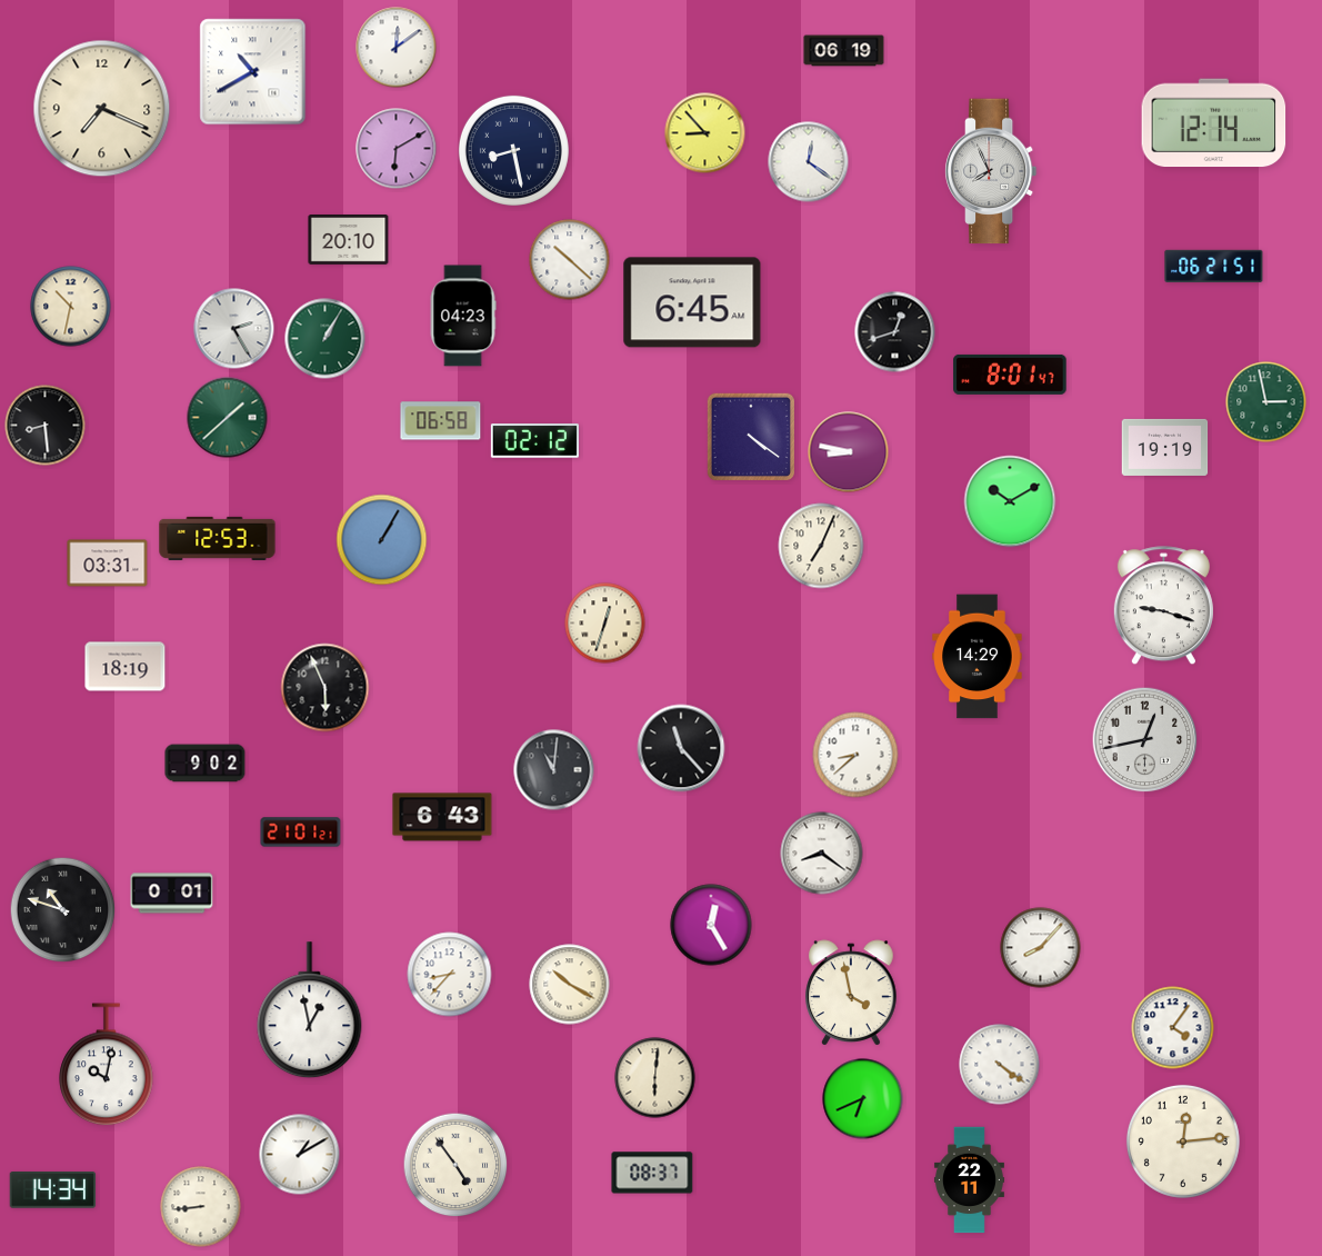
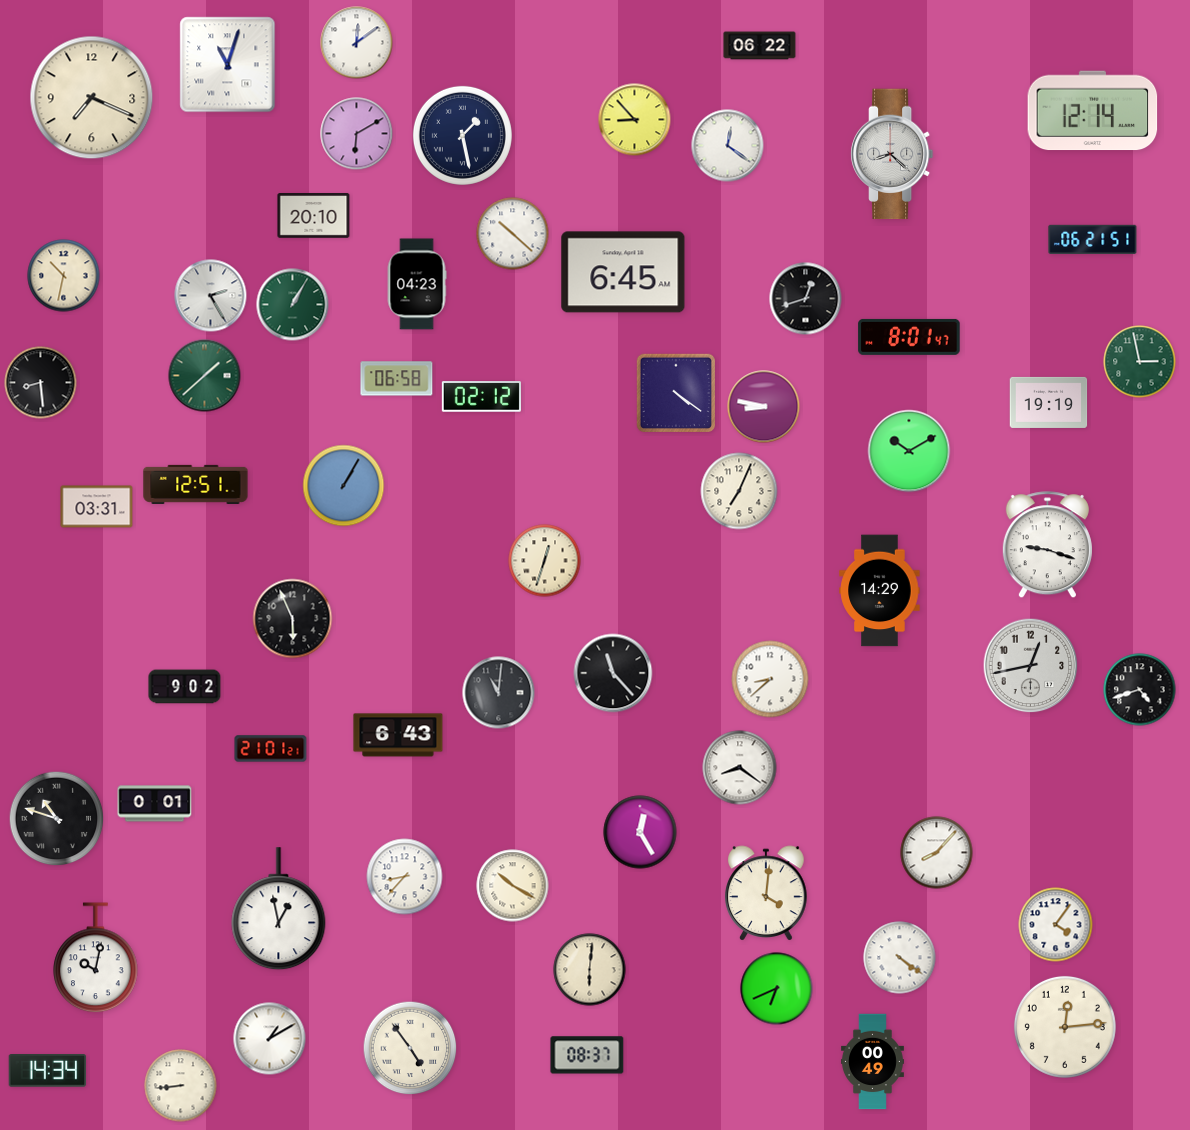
clock at (844, 51): 06:19 -> 06:22
clock at (253, 72): 10:40 -> 11:03
clock at (513, 150): 8:28 -> 1:28
clock at (991, 171): 7:56 -> 8:22
clock at (218, 538): 12:53 -> 12:51
clock at (126, 667): 18:19 -> none
clock at (1140, 690): none -> 4:42
clock at (852, 993): 3:58 -> 4:01
clock at (969, 1180): 22:11 -> 00:49
